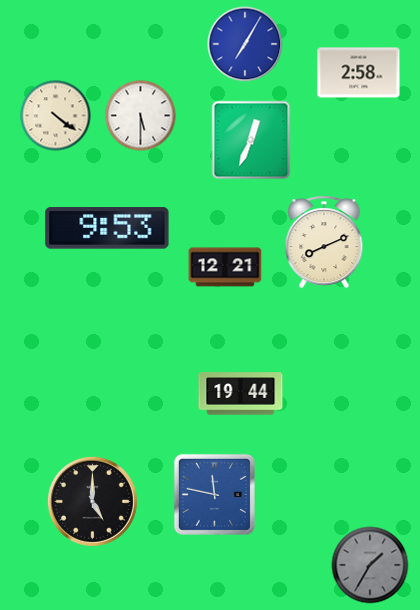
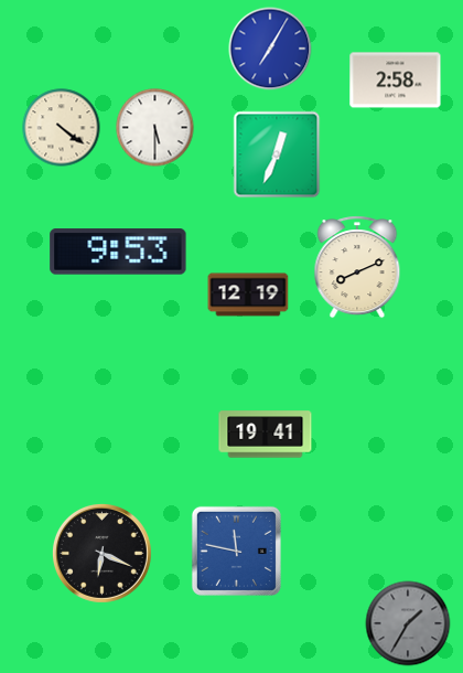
clock at (225, 267): 12:21 -> 12:19
clock at (241, 394): 19:44 -> 19:41
clock at (214, 494) position: (214, 494) -> (236, 551)
clock at (92, 501): 5:00 -> 6:19
